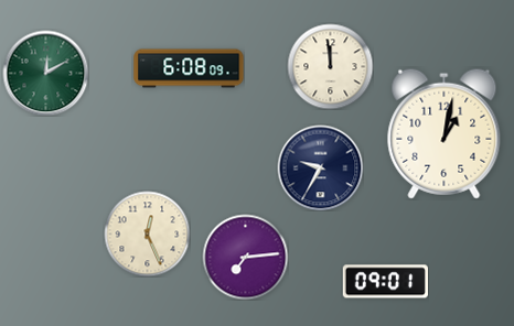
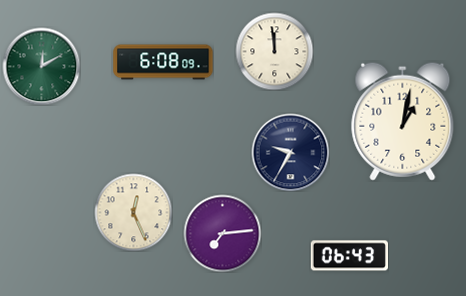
clock at (330, 66) position: (330, 66) -> (274, 51)
clock at (189, 68) position: (189, 68) -> (163, 62)
clock at (385, 282): 09:01 -> 06:43
